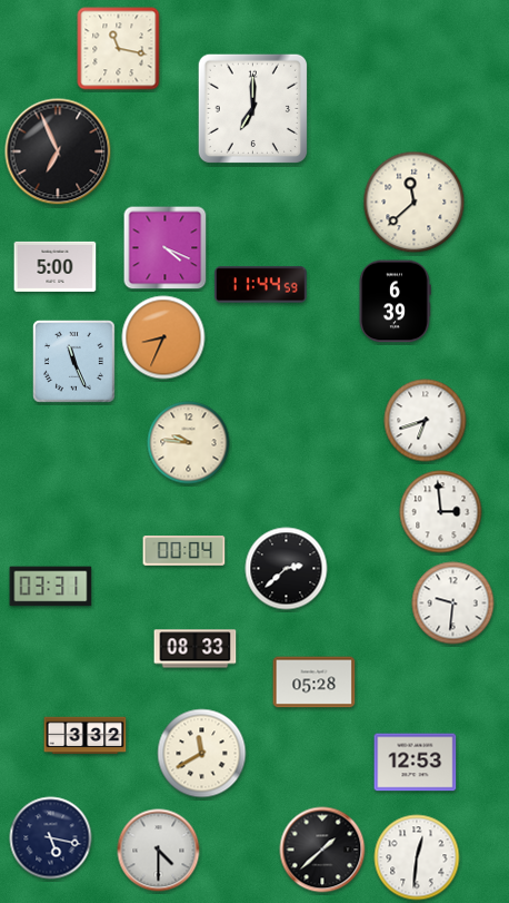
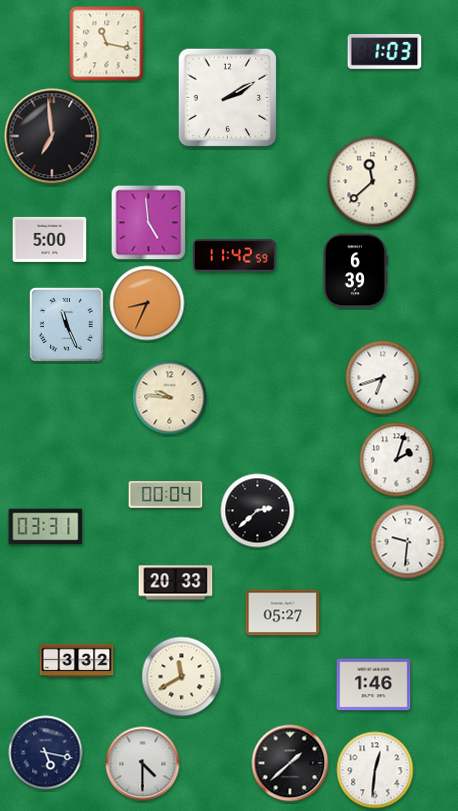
clock at (385, 52): none -> 1:03
clock at (252, 108): 7:00 -> 2:10
clock at (58, 151): 6:56 -> 6:59
clock at (166, 248): 4:19 -> 4:59
clock at (261, 285): 11:44 -> 11:42
clock at (441, 512): 2:59 -> 2:03
clock at (196, 649): 08:33 -> 20:33
clock at (315, 683): 05:28 -> 05:27
clock at (416, 763): 12:53 -> 1:46
